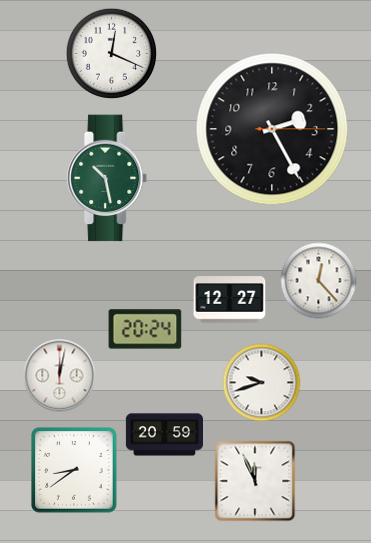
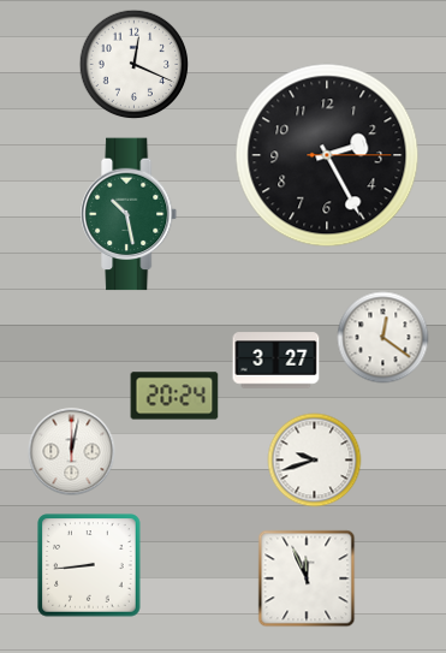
clock at (319, 281): 12:23 -> 12:21
clock at (230, 300): 12:27 -> 3:27
clock at (164, 435): 20:59 -> none
clock at (74, 470): 8:39 -> 8:44
